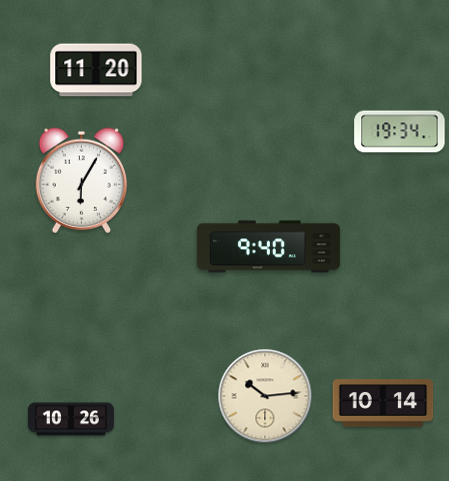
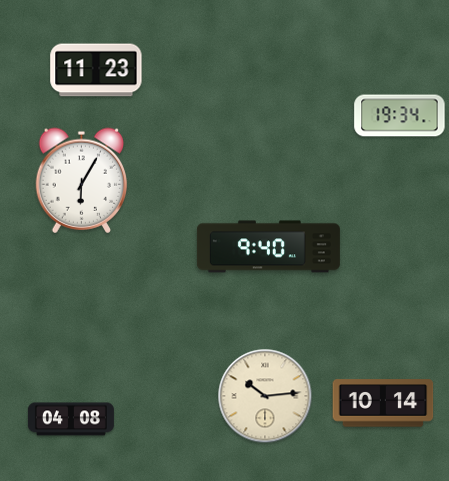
clock at (96, 70): 11:20 -> 11:23
clock at (400, 132) position: (400, 132) -> (400, 116)
clock at (71, 419): 10:26 -> 04:08
